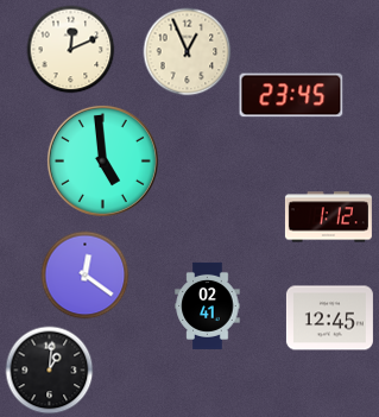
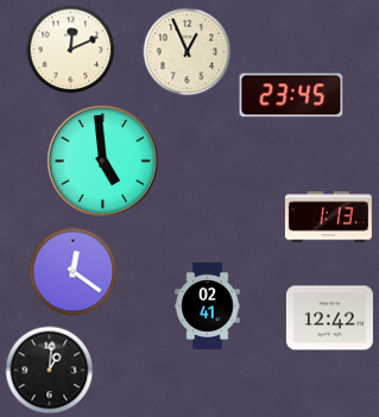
clock at (328, 217): 1:12 -> 1:13
clock at (86, 276) position: (86, 276) -> (74, 272)
clock at (329, 318): 12:45 -> 12:42
